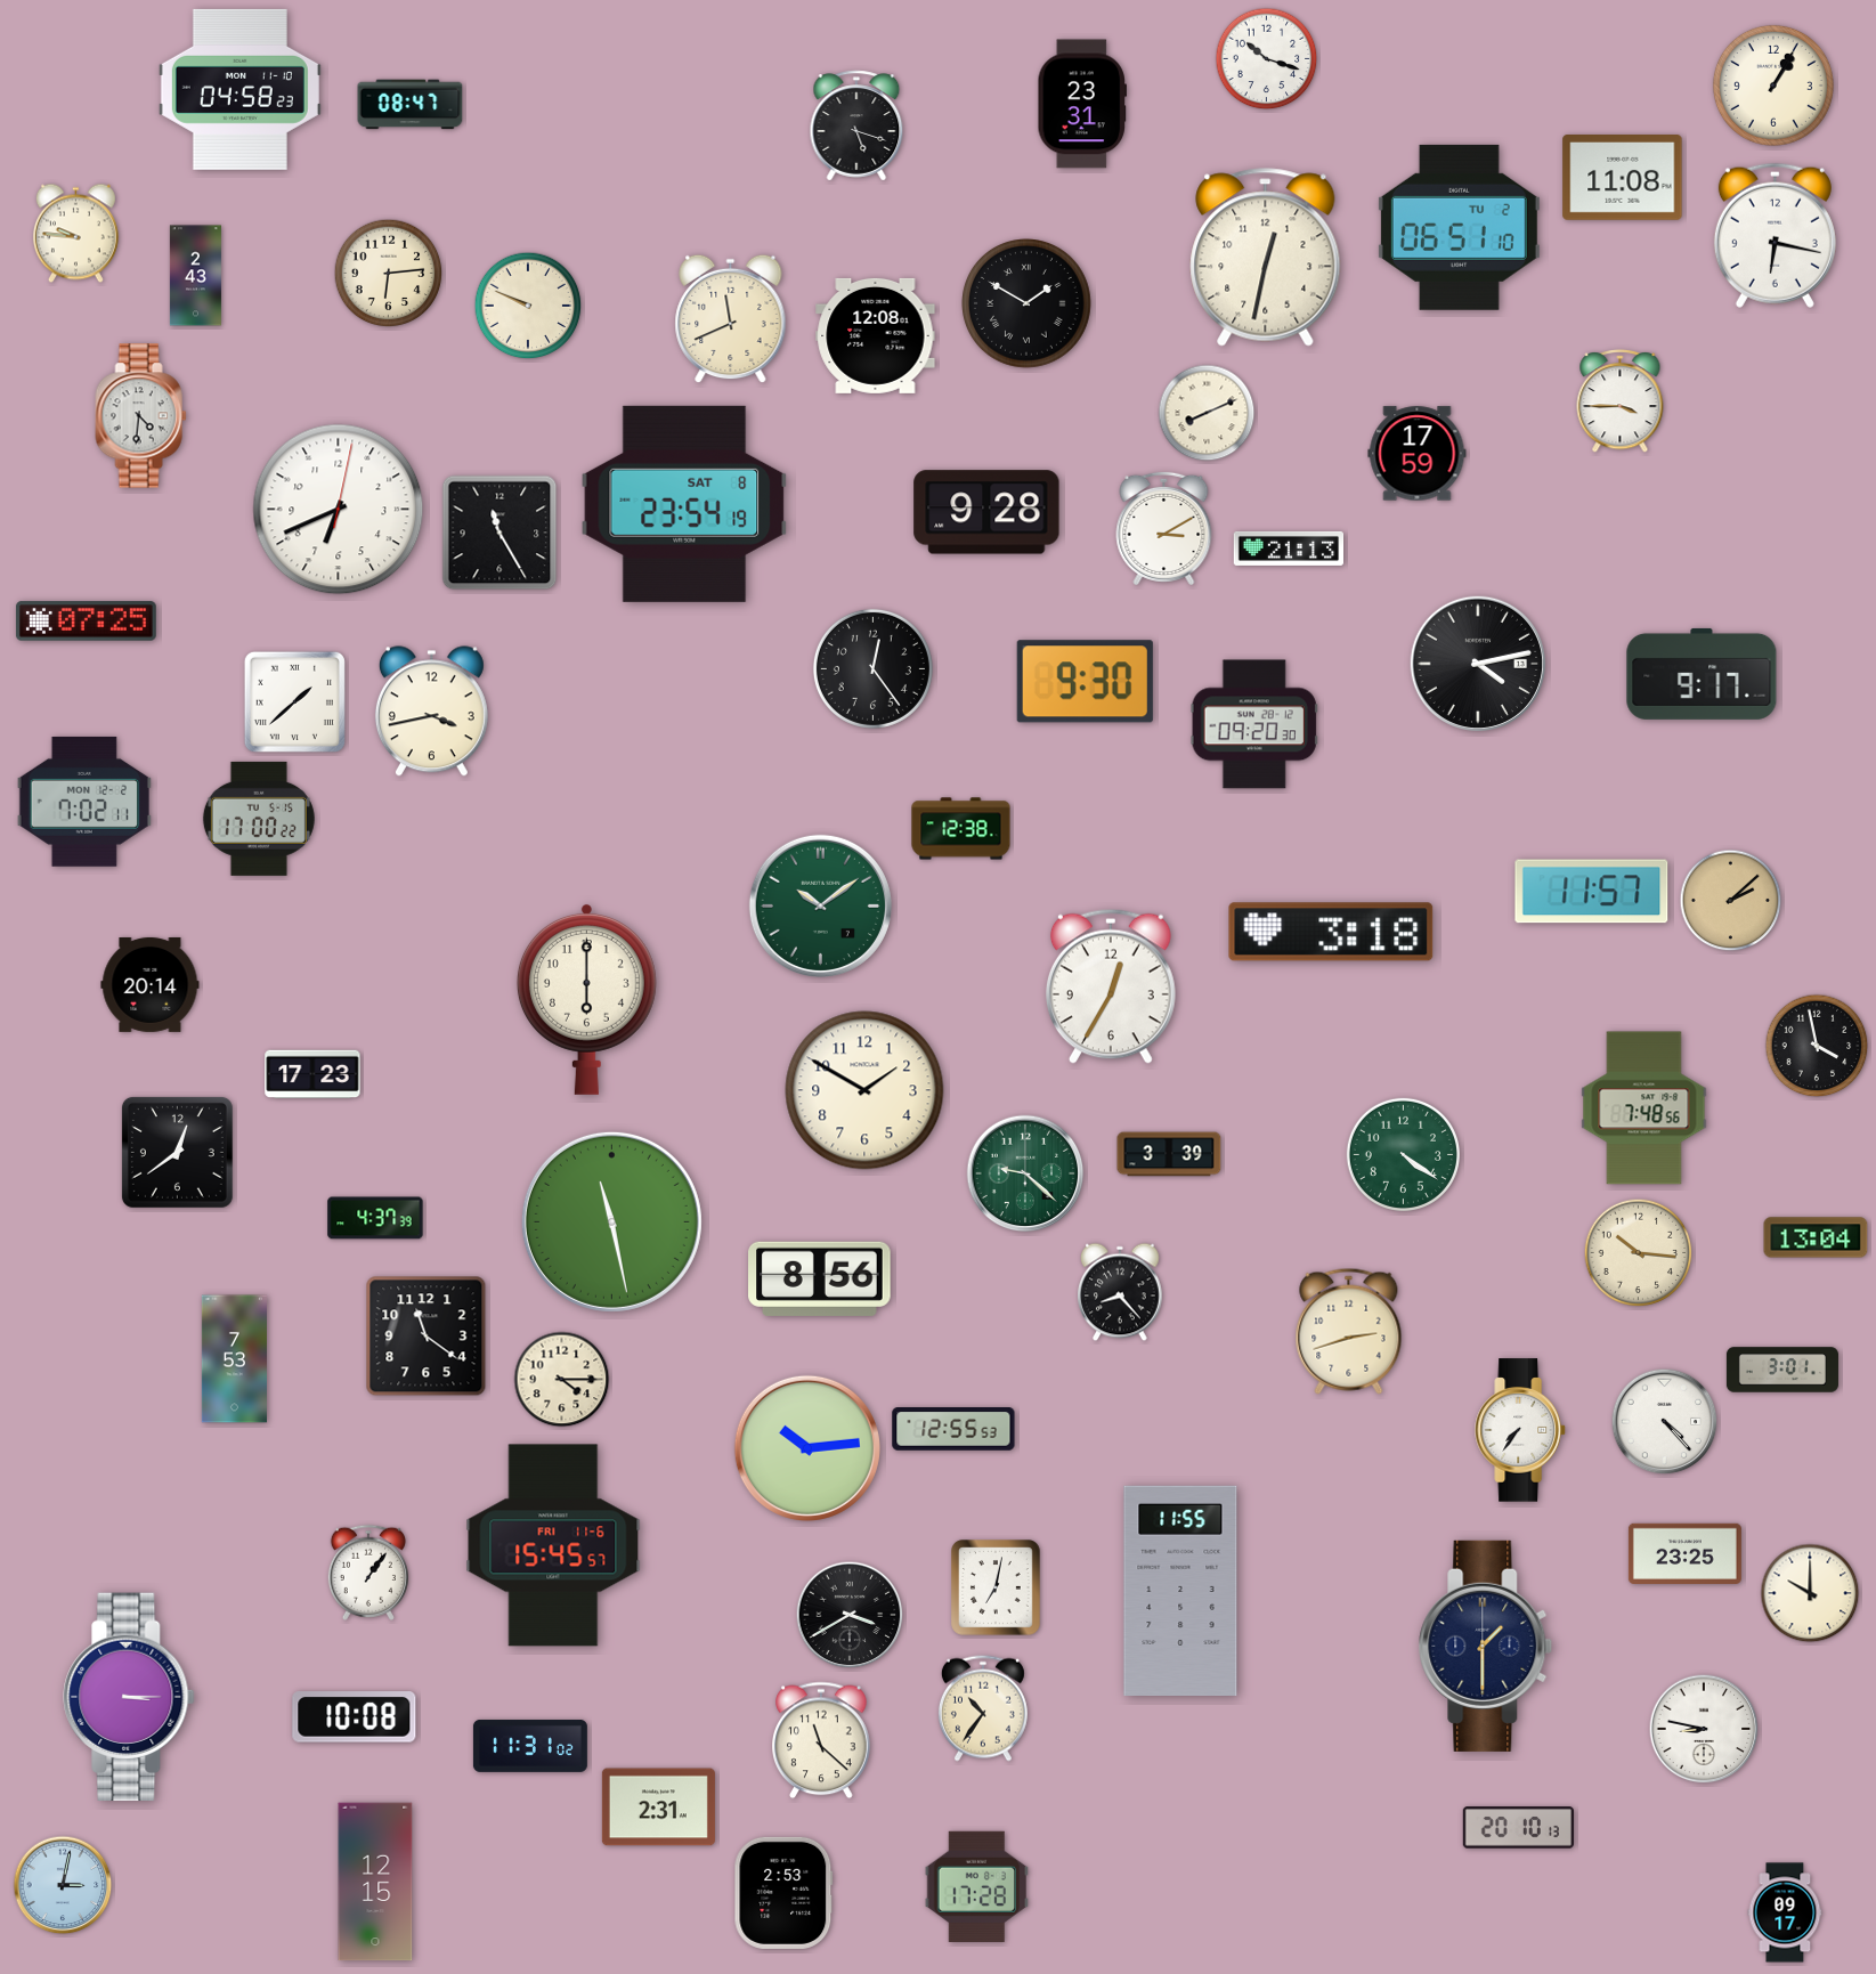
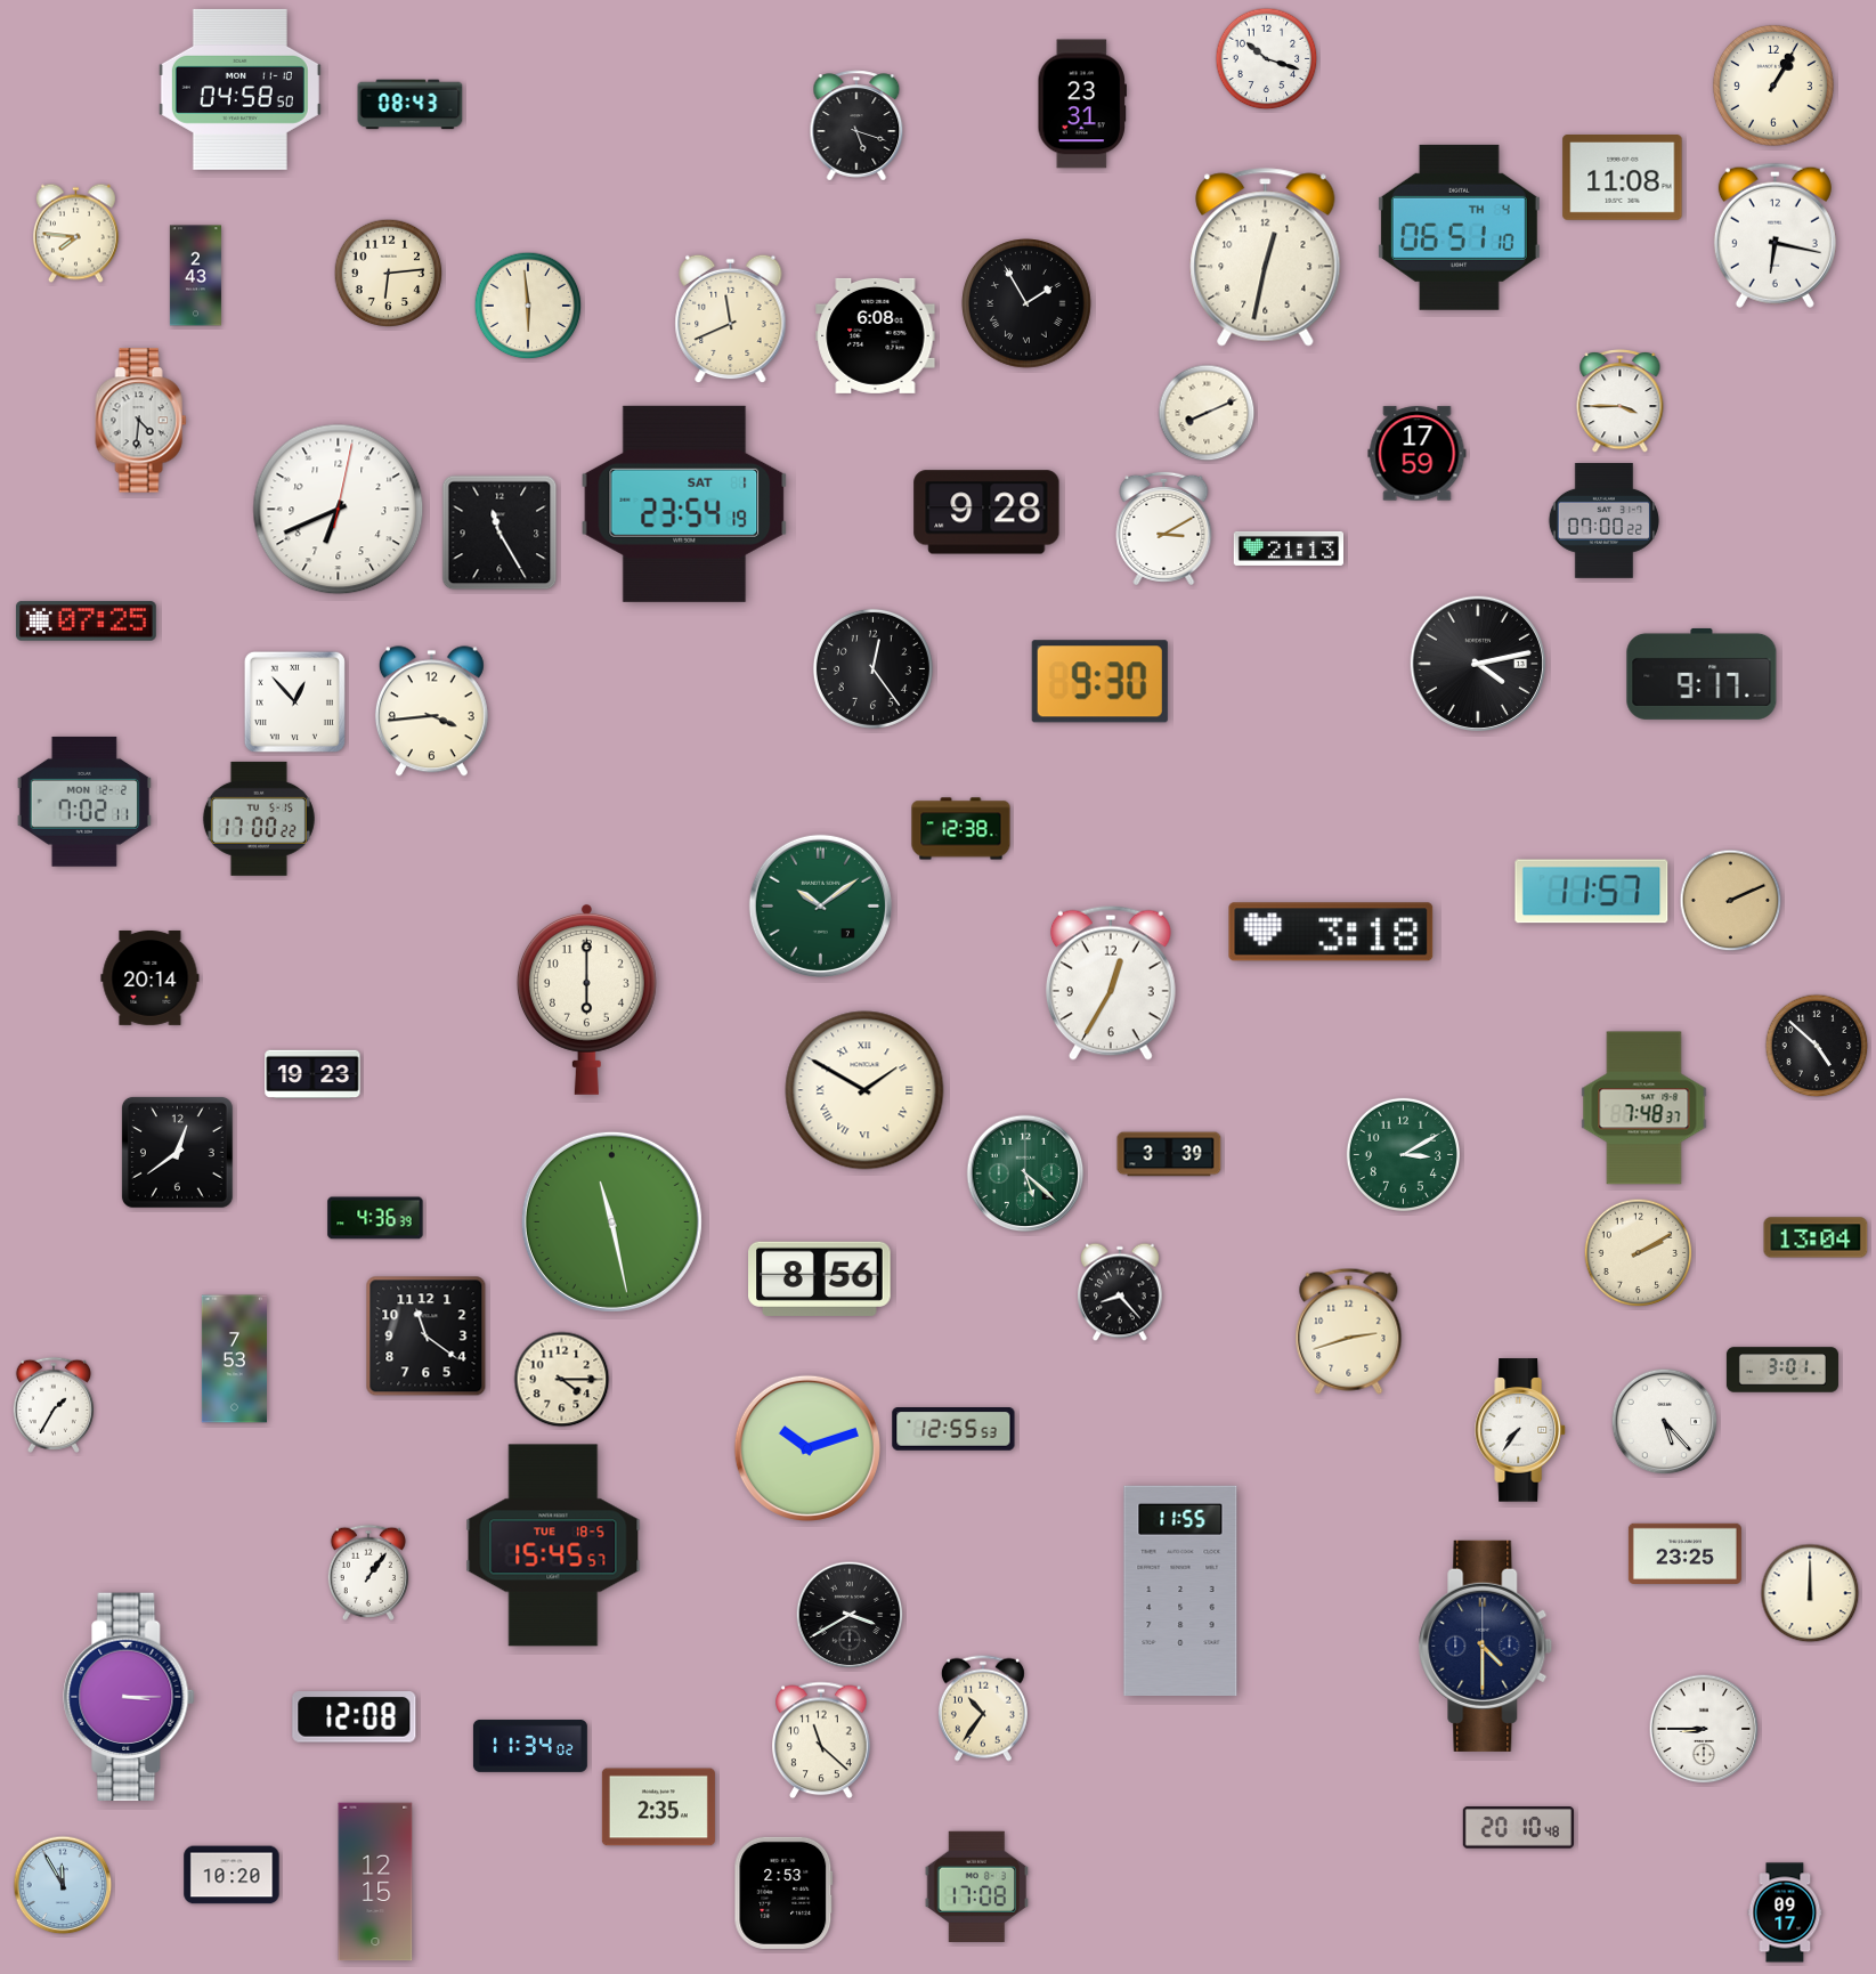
clock at (239, 89): 04:58:23 -> 04:58:50
clock at (411, 105): 08:47 -> 08:43
clock at (1459, 227) date: TU 2 -> TH 4
clock at (75, 234): 9:46 -> 7:46
clock at (1028, 304): 1:50 -> 1:55
clock at (528, 306): 9:49 -> 5:59
clock at (876, 335): 12:08 -> 6:08
clock at (141, 416) position: (141, 416) -> (141, 421)
clock at (684, 504) date: SAT 8 -> SAT 1
clock at (1603, 521): none -> 07:00
clock at (1085, 682) position: (1085, 682) -> (1099, 682)
clock at (294, 701): 1:38 -> 12:53
clock at (431, 712): 3:43 -> 3:44
clock at (1254, 724): 09:20 -> none
clock at (1731, 901): 2:08 -> 2:11
clock at (151, 984) position: (151, 984) -> (151, 977)
clock at (1111, 986) position: (1111, 986) -> (1111, 983)
clock at (1817, 1046): 3:58 -> 4:52
clock at (312, 1074): 17:23 -> 19:23
clock at (864, 1090) numerals: Arabic -> Roman
clock at (1644, 1108): 7:48:56 -> 7:48:37
clock at (1403, 1154): 4:21 -> 3:10
clock at (1025, 1173): 9:22 -> 5:22
clock at (375, 1218): 4:37 -> 4:36
clock at (1639, 1253): 10:16 -> 2:10
clock at (54, 1405): none -> 1:35
clock at (1665, 1422): 4:23 -> 5:23
clock at (807, 1448): 10:14 -> 10:12
clock at (553, 1545) date: FRI 11-6 -> TUE 18-5
clock at (996, 1587): 7:02 -> none
clock at (1810, 1593): 10:00 -> 12:00
clock at (1486, 1646): 1:30 -> 4:30
clock at (355, 1717): 10:08 -> 12:08
clock at (1704, 1729): 8:47 -> 8:45
clock at (530, 1746): 11:31 -> 11:34
clock at (658, 1808): 2:31 -> 2:35
clock at (1518, 1828): 20:10:13 -> 20:10:48
clock at (232, 1875): none -> 10:20
clock at (63, 1885): 3:02 -> 11:55
clock at (977, 1886): 17:28 -> 17:08
